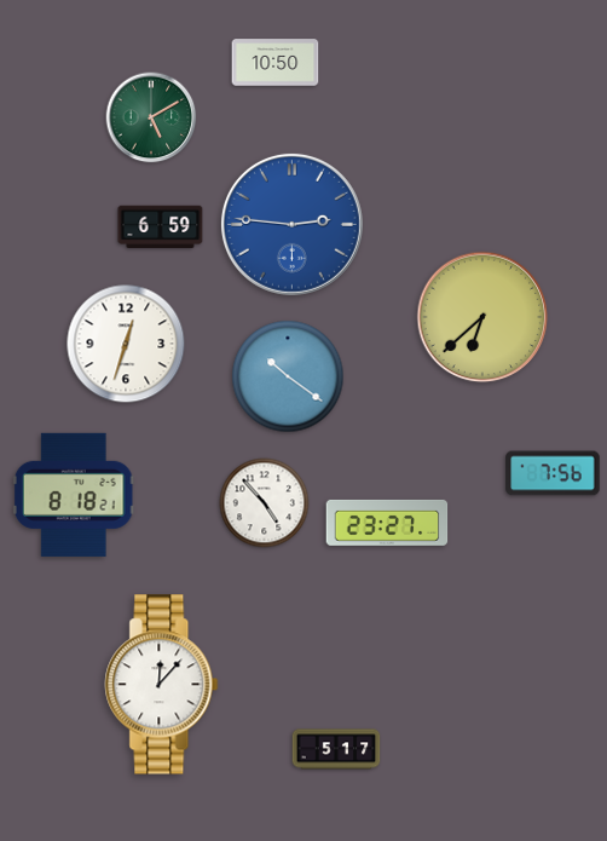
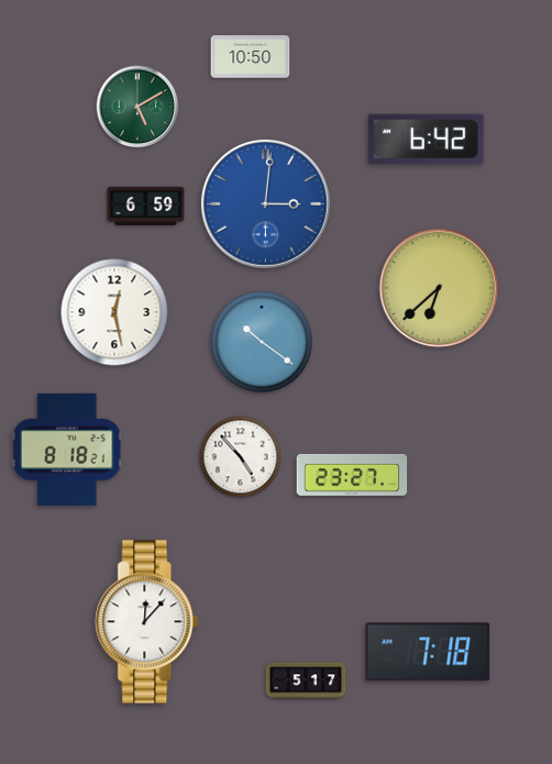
clock at (427, 140): none -> 6:42
clock at (291, 224): 2:46 -> 3:01
clock at (126, 344): 12:33 -> 12:28
clock at (553, 473): 7:56 -> none
clock at (428, 652): none -> 7:18
